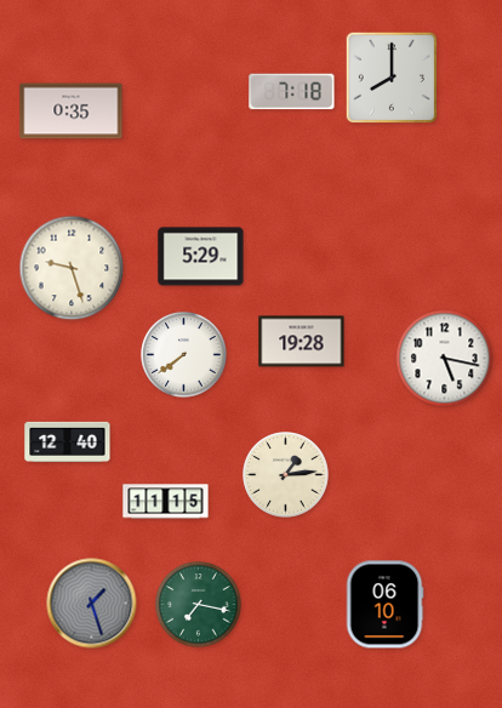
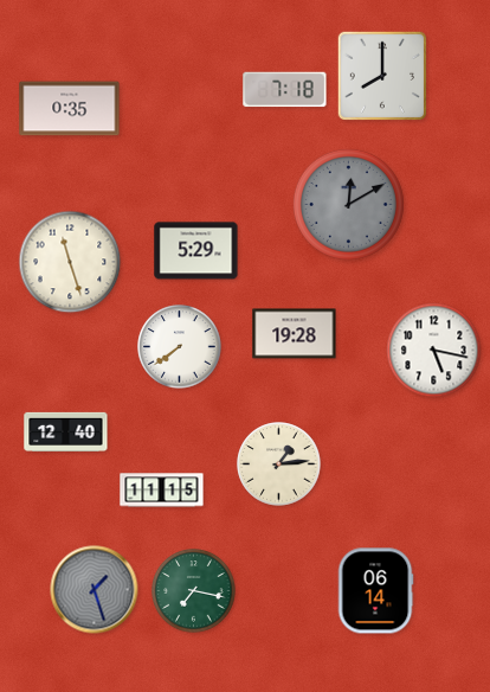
clock at (348, 204): none -> 12:10
clock at (72, 268): 9:27 -> 11:27
clock at (92, 604) position: (92, 604) -> (95, 590)
clock at (384, 605): 06:10 -> 06:14
